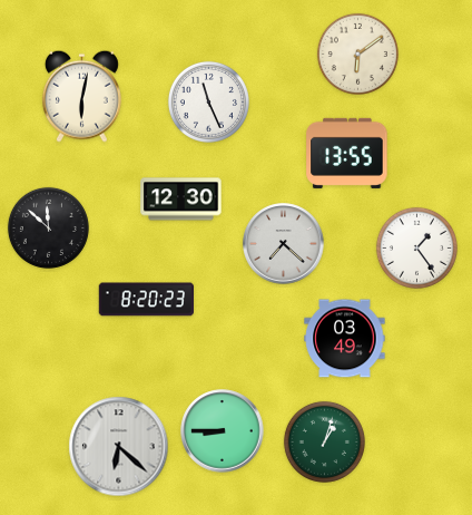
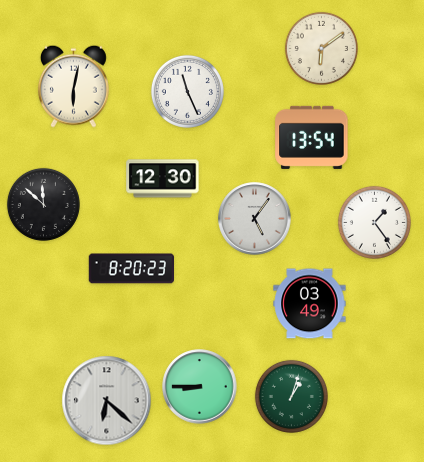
clock at (347, 153): 13:55 -> 13:54
clock at (284, 244): 7:22 -> 5:06
